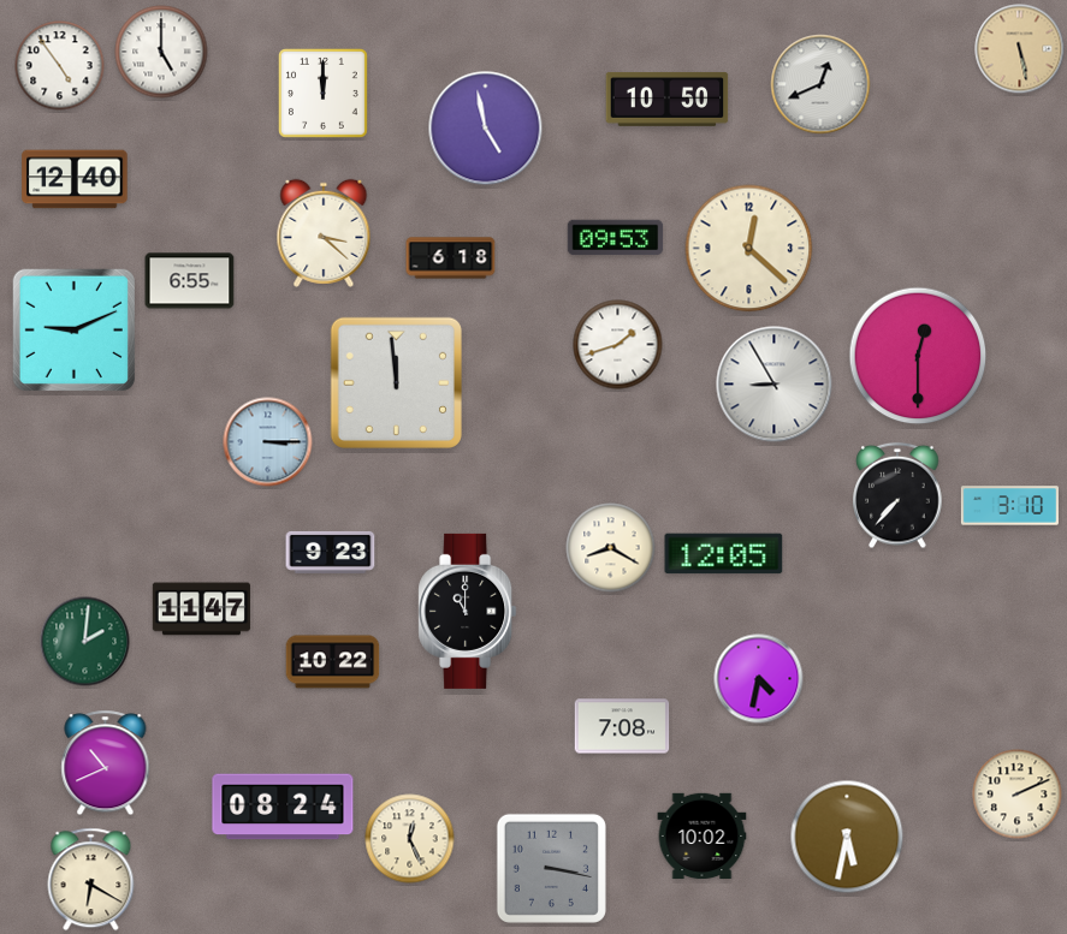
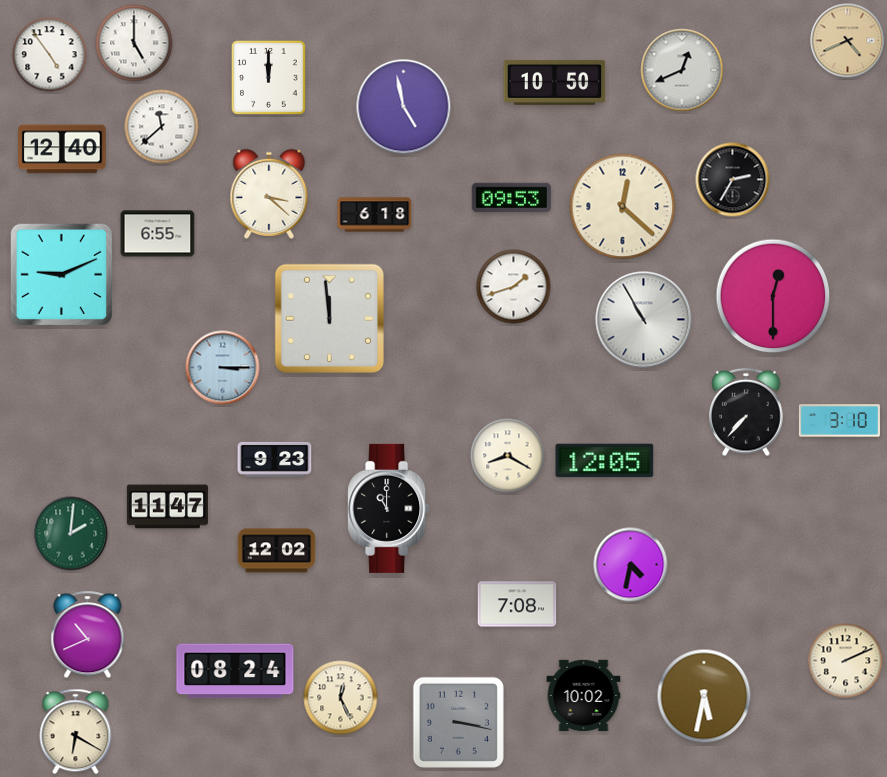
clock at (1020, 49): 5:28 -> 4:41
clock at (162, 127): none -> 11:38
clock at (733, 180): none -> 2:35
clock at (918, 356) position: (918, 356) -> (773, 296)
clock at (775, 385): 8:55 -> 10:55
clock at (724, 554) position: (724, 554) -> (605, 461)
clock at (333, 662): 10:22 -> 12:02
